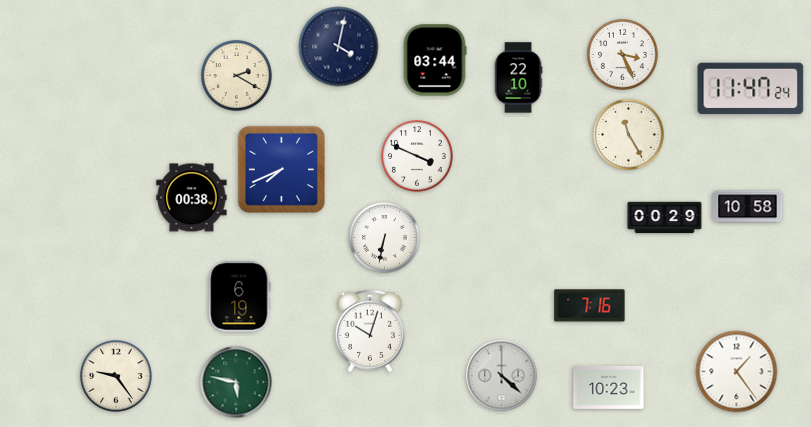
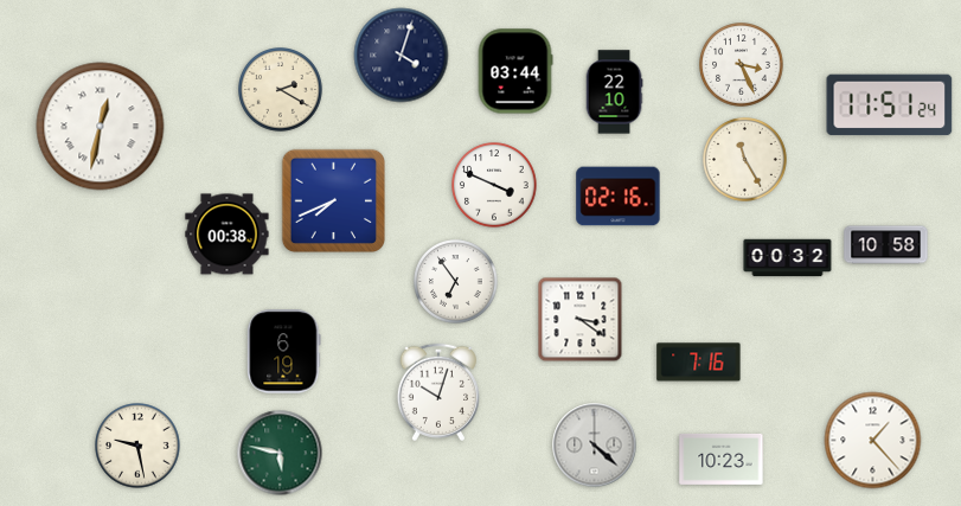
clock at (339, 47): 4:02 -> 4:03
clock at (623, 55) position: (623, 55) -> (742, 65)
clock at (751, 89): 11:47 -> 11:51
clock at (101, 127): none -> 12:32
clock at (619, 197): none -> 02:16
clock at (665, 218): 00:29 -> 00:32
clock at (385, 238): 6:32 -> 6:54
clock at (581, 320): none -> 3:21
clock at (737, 372): 1:24 -> 1:23
clock at (116, 376): 9:24 -> 9:28
